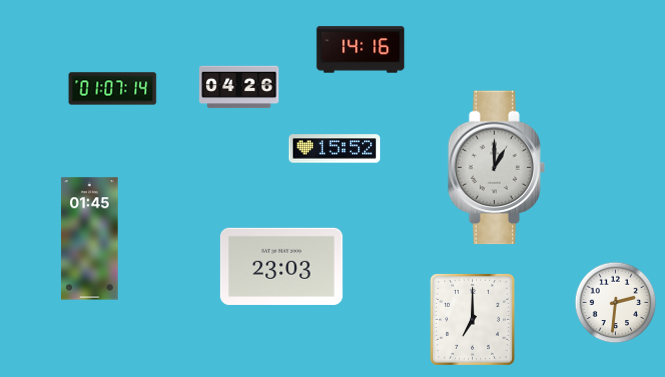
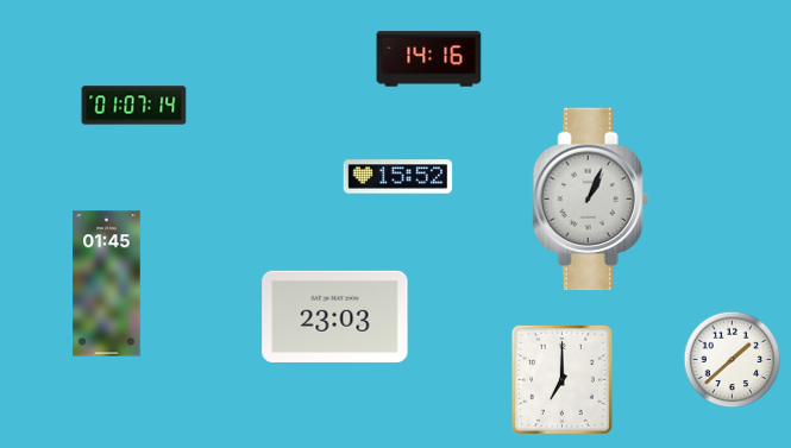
clock at (239, 87): 04:26 -> none
clock at (496, 168): 1:00 -> 1:04
clock at (616, 303): 2:31 -> 1:38
